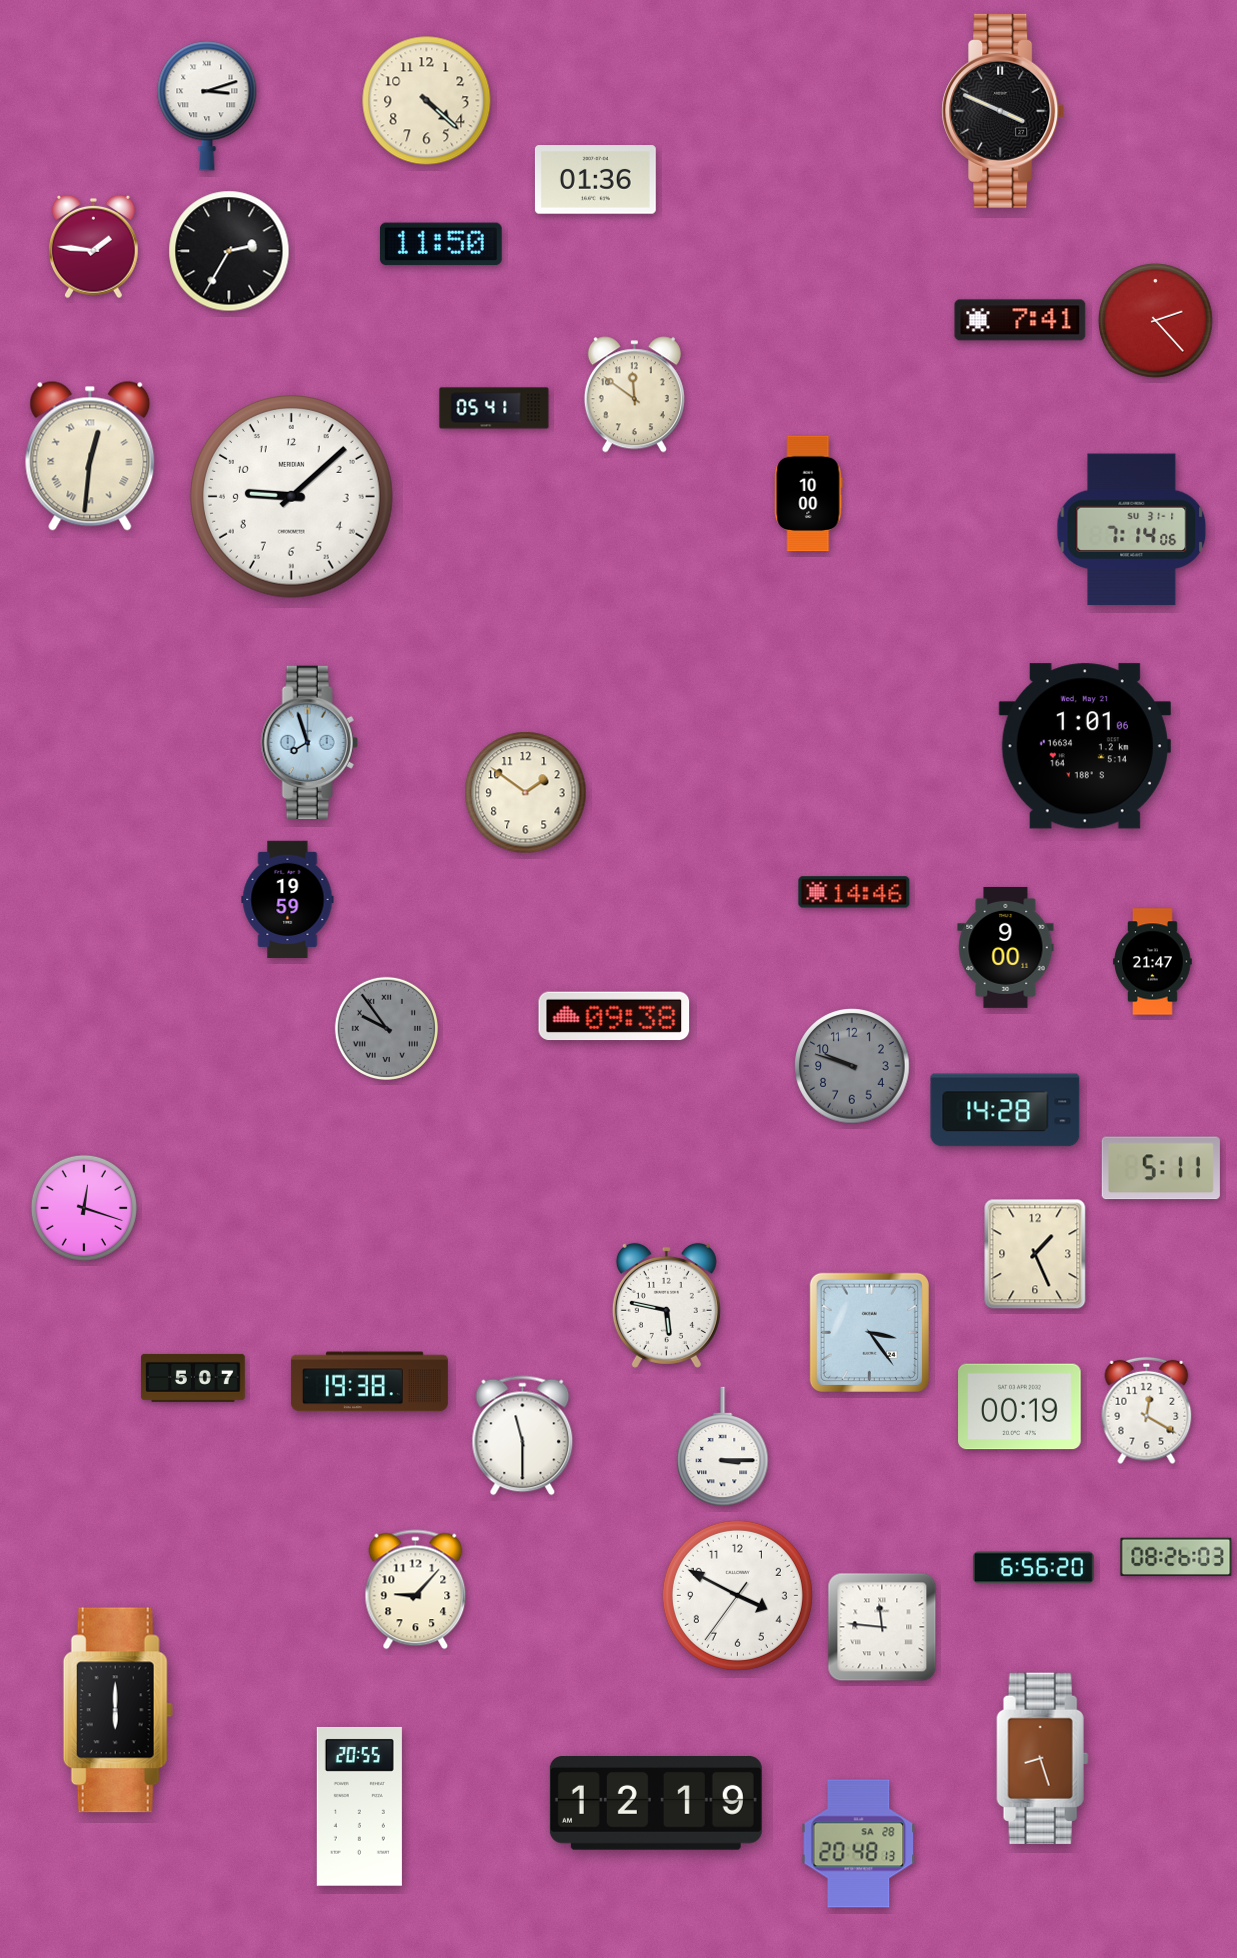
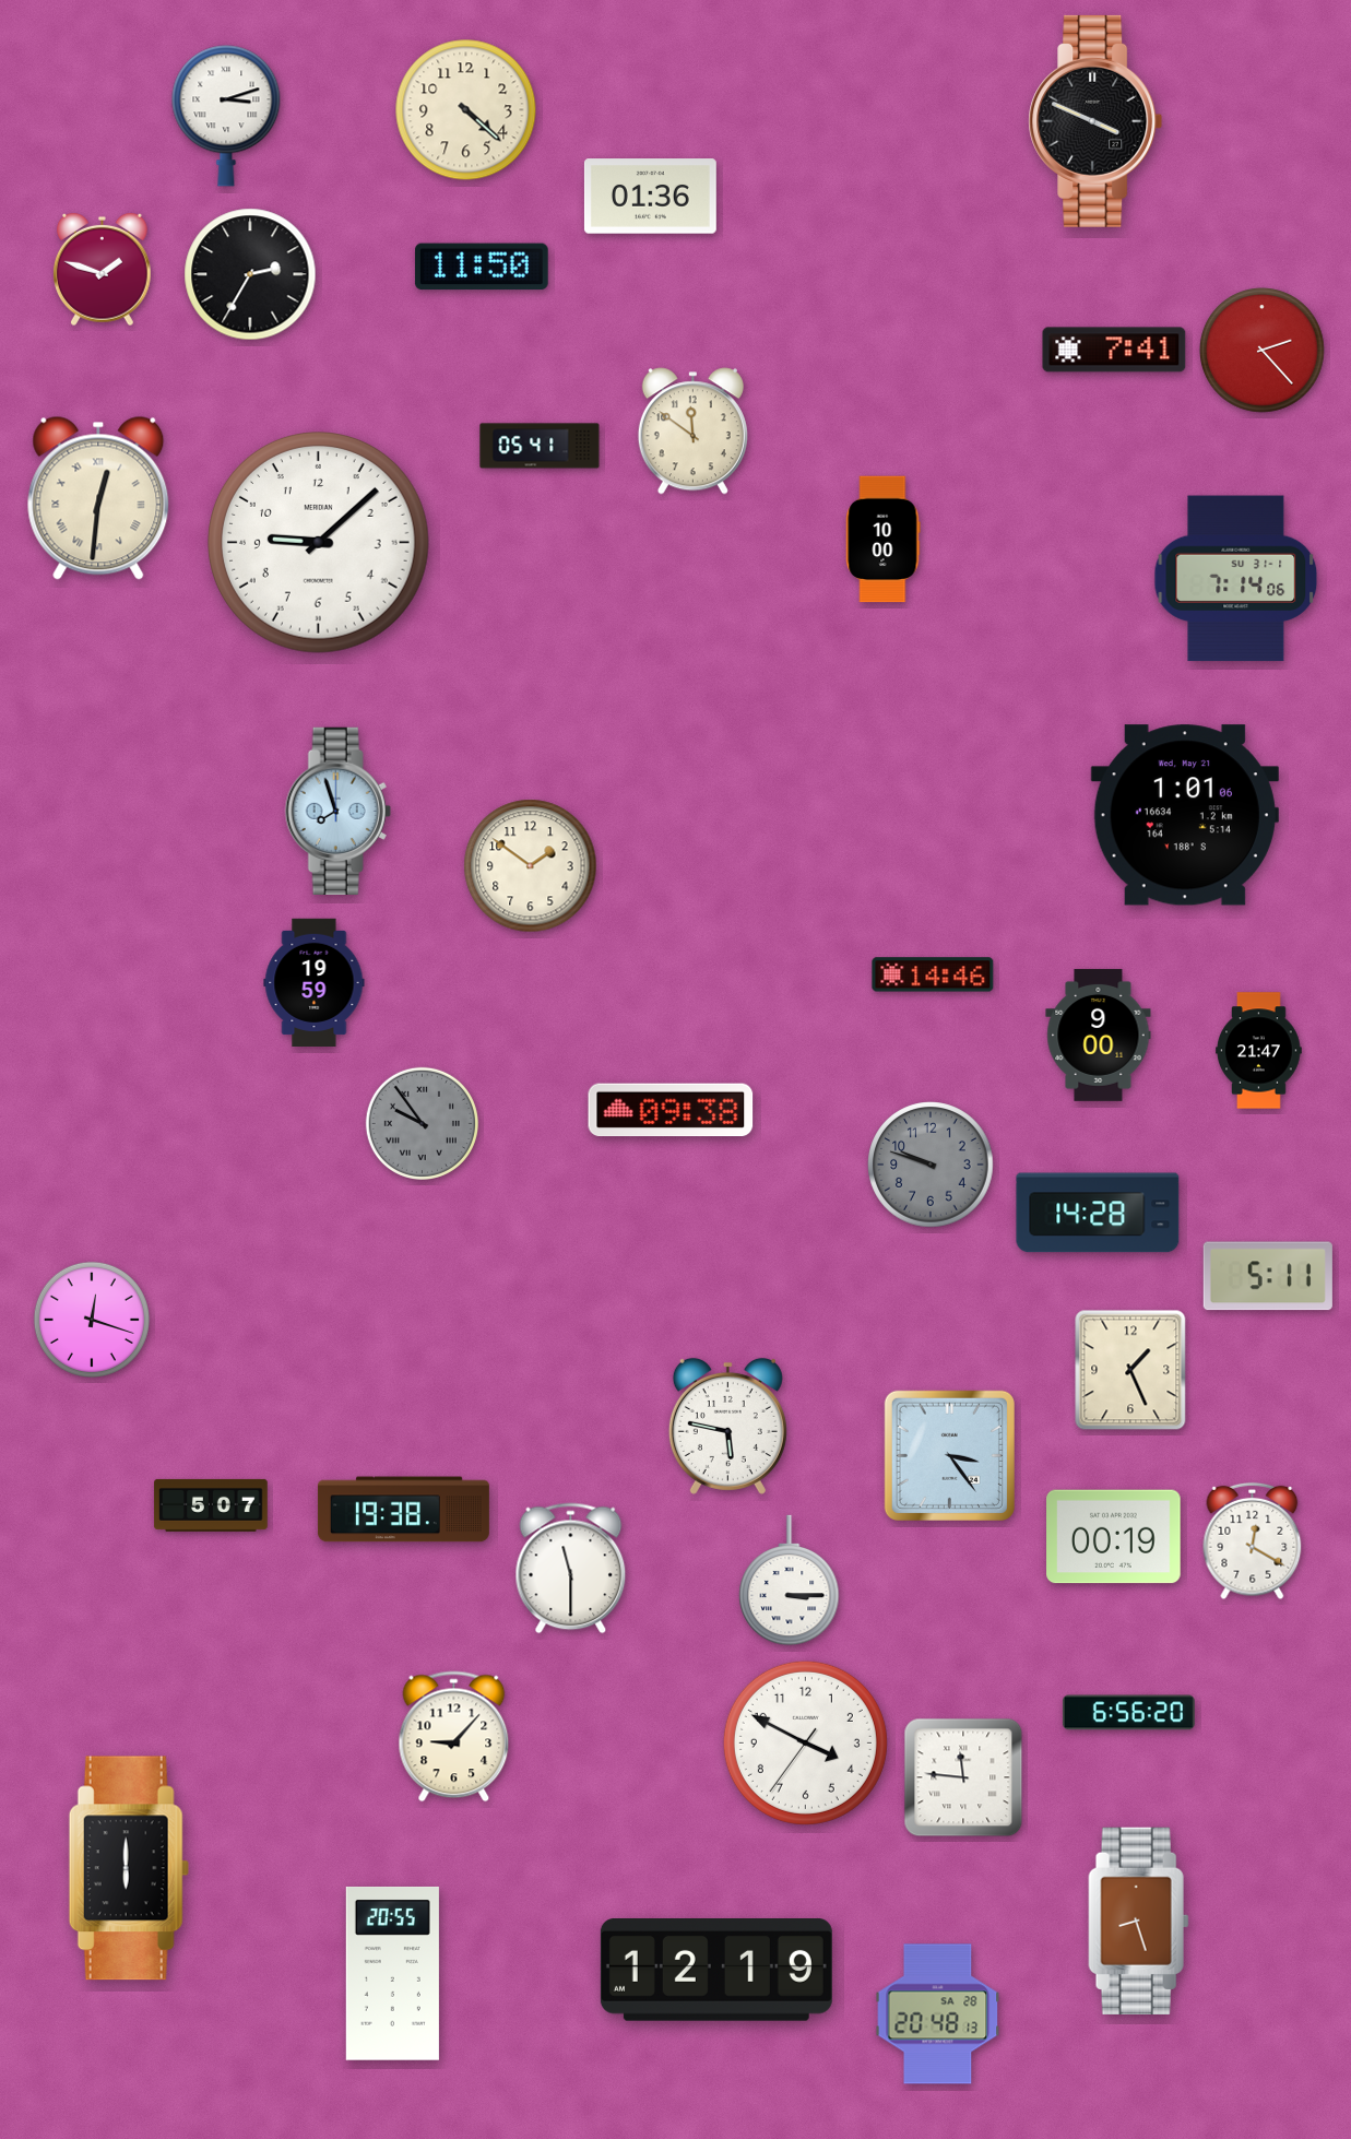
clock at (94, 247): 1:46 -> 1:48
clock at (526, 793) position: (526, 793) -> (531, 866)
clock at (1176, 1557): 08:26 -> none
